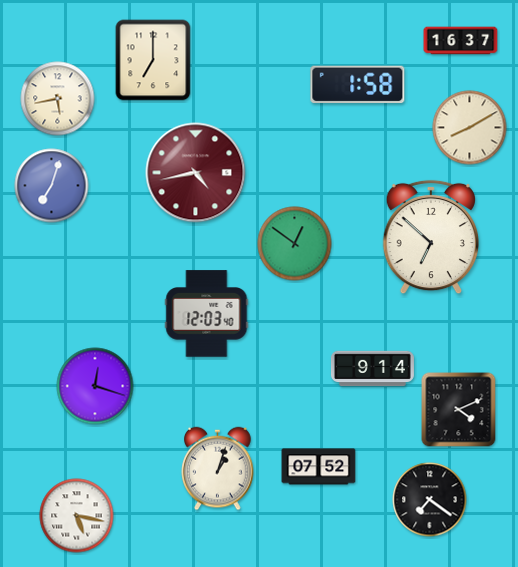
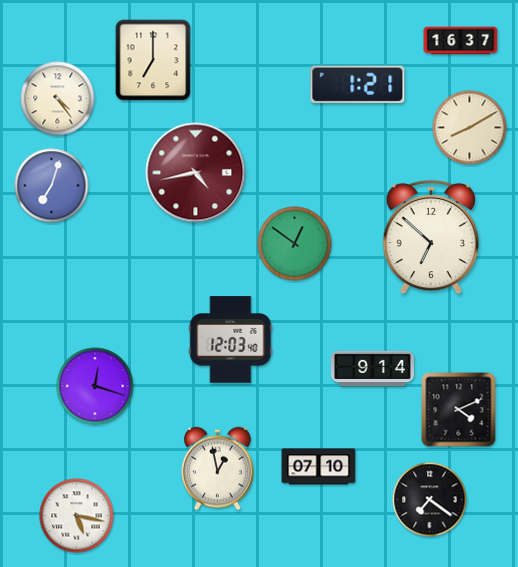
clock at (358, 85): 1:58 -> 1:21
clock at (58, 99): 5:43 -> 4:24
clock at (207, 314) position: (207, 314) -> (231, 340)
clock at (319, 467): 07:52 -> 07:10
clock at (218, 469): 1:03 -> 12:58
